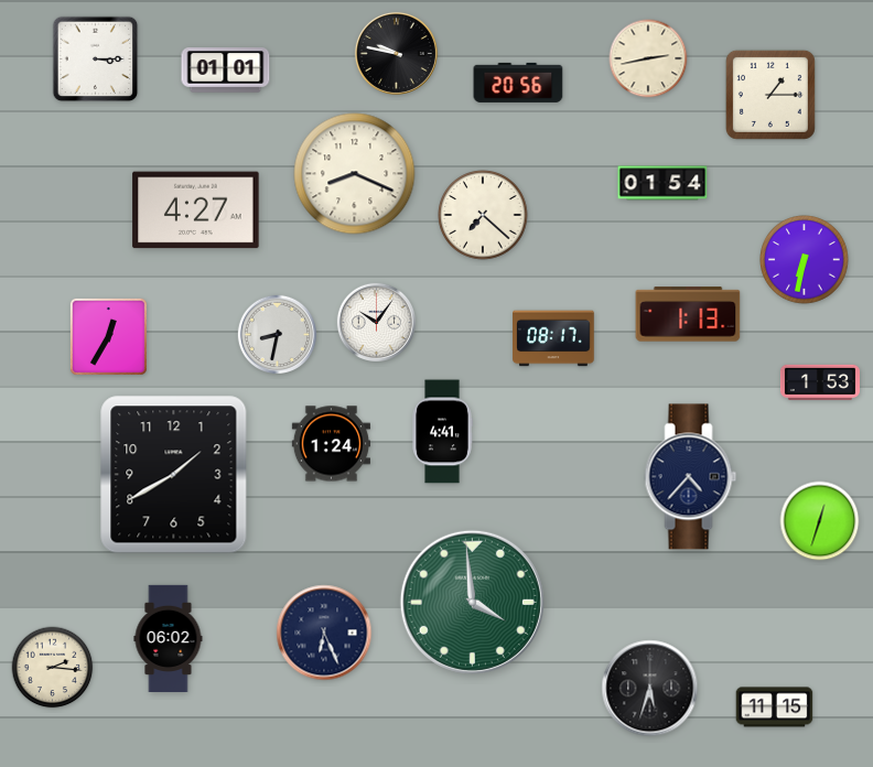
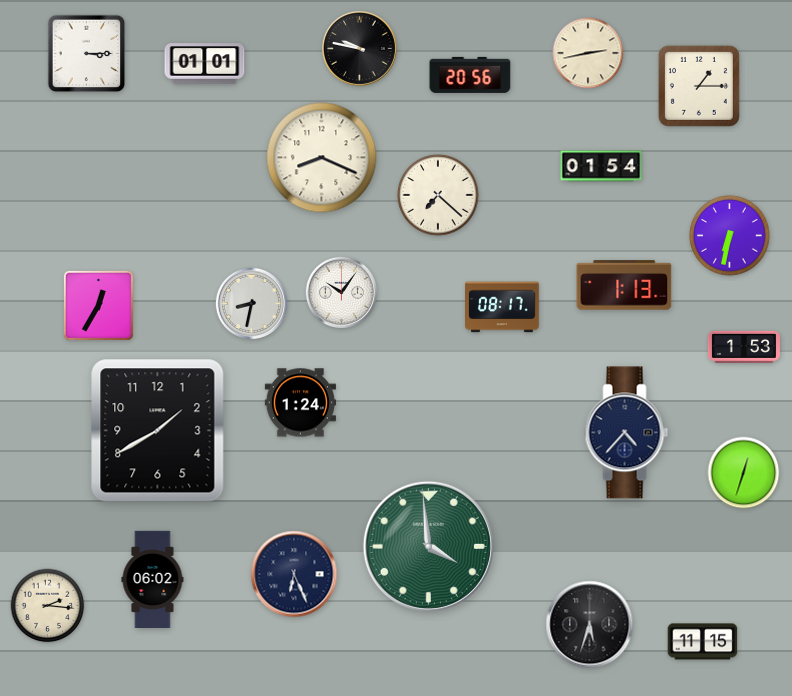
clock at (196, 210): 4:27 -> none
clock at (442, 432): 4:41 -> none
